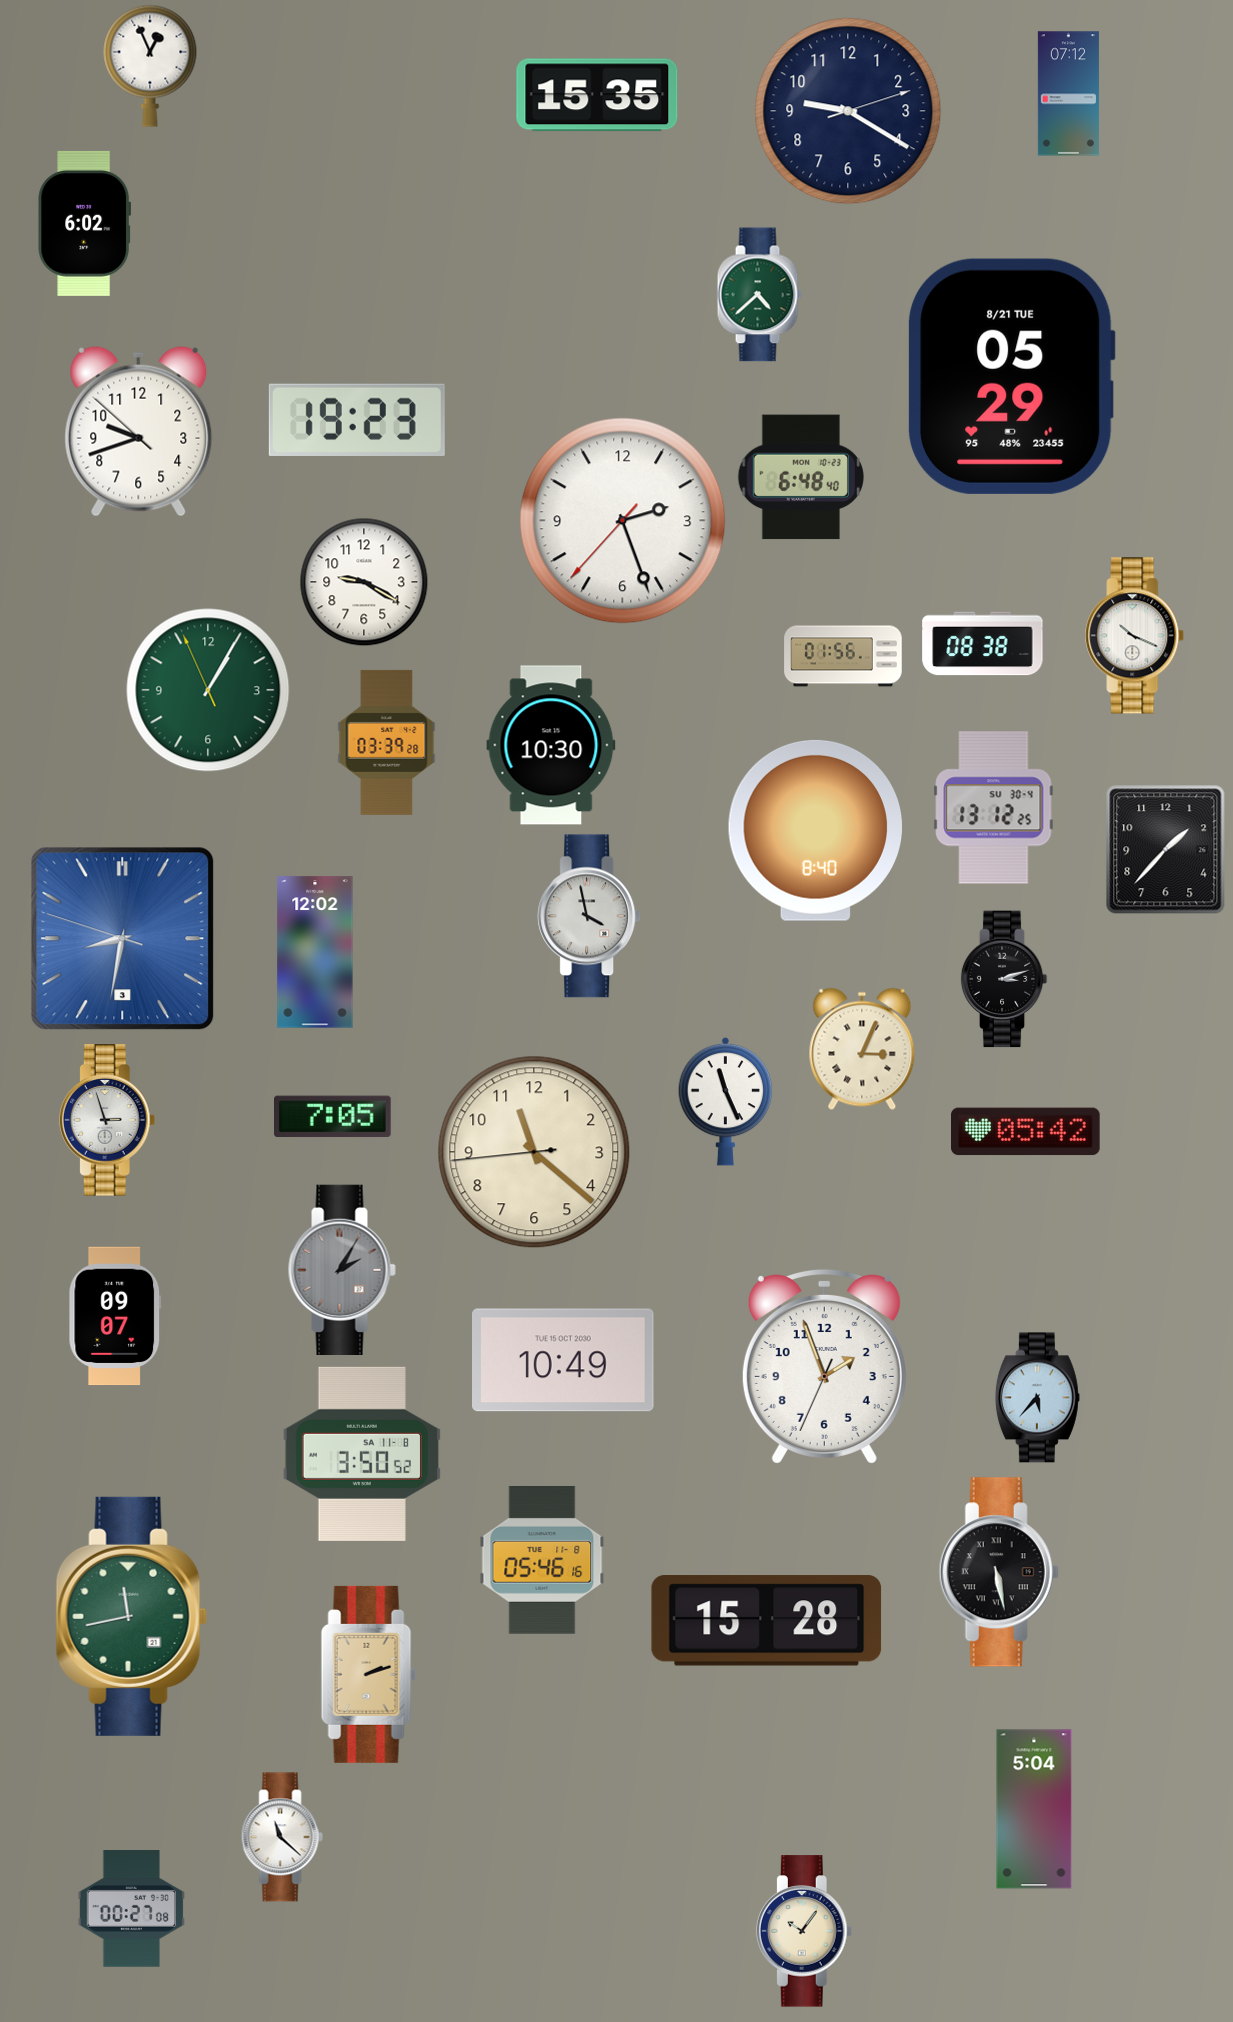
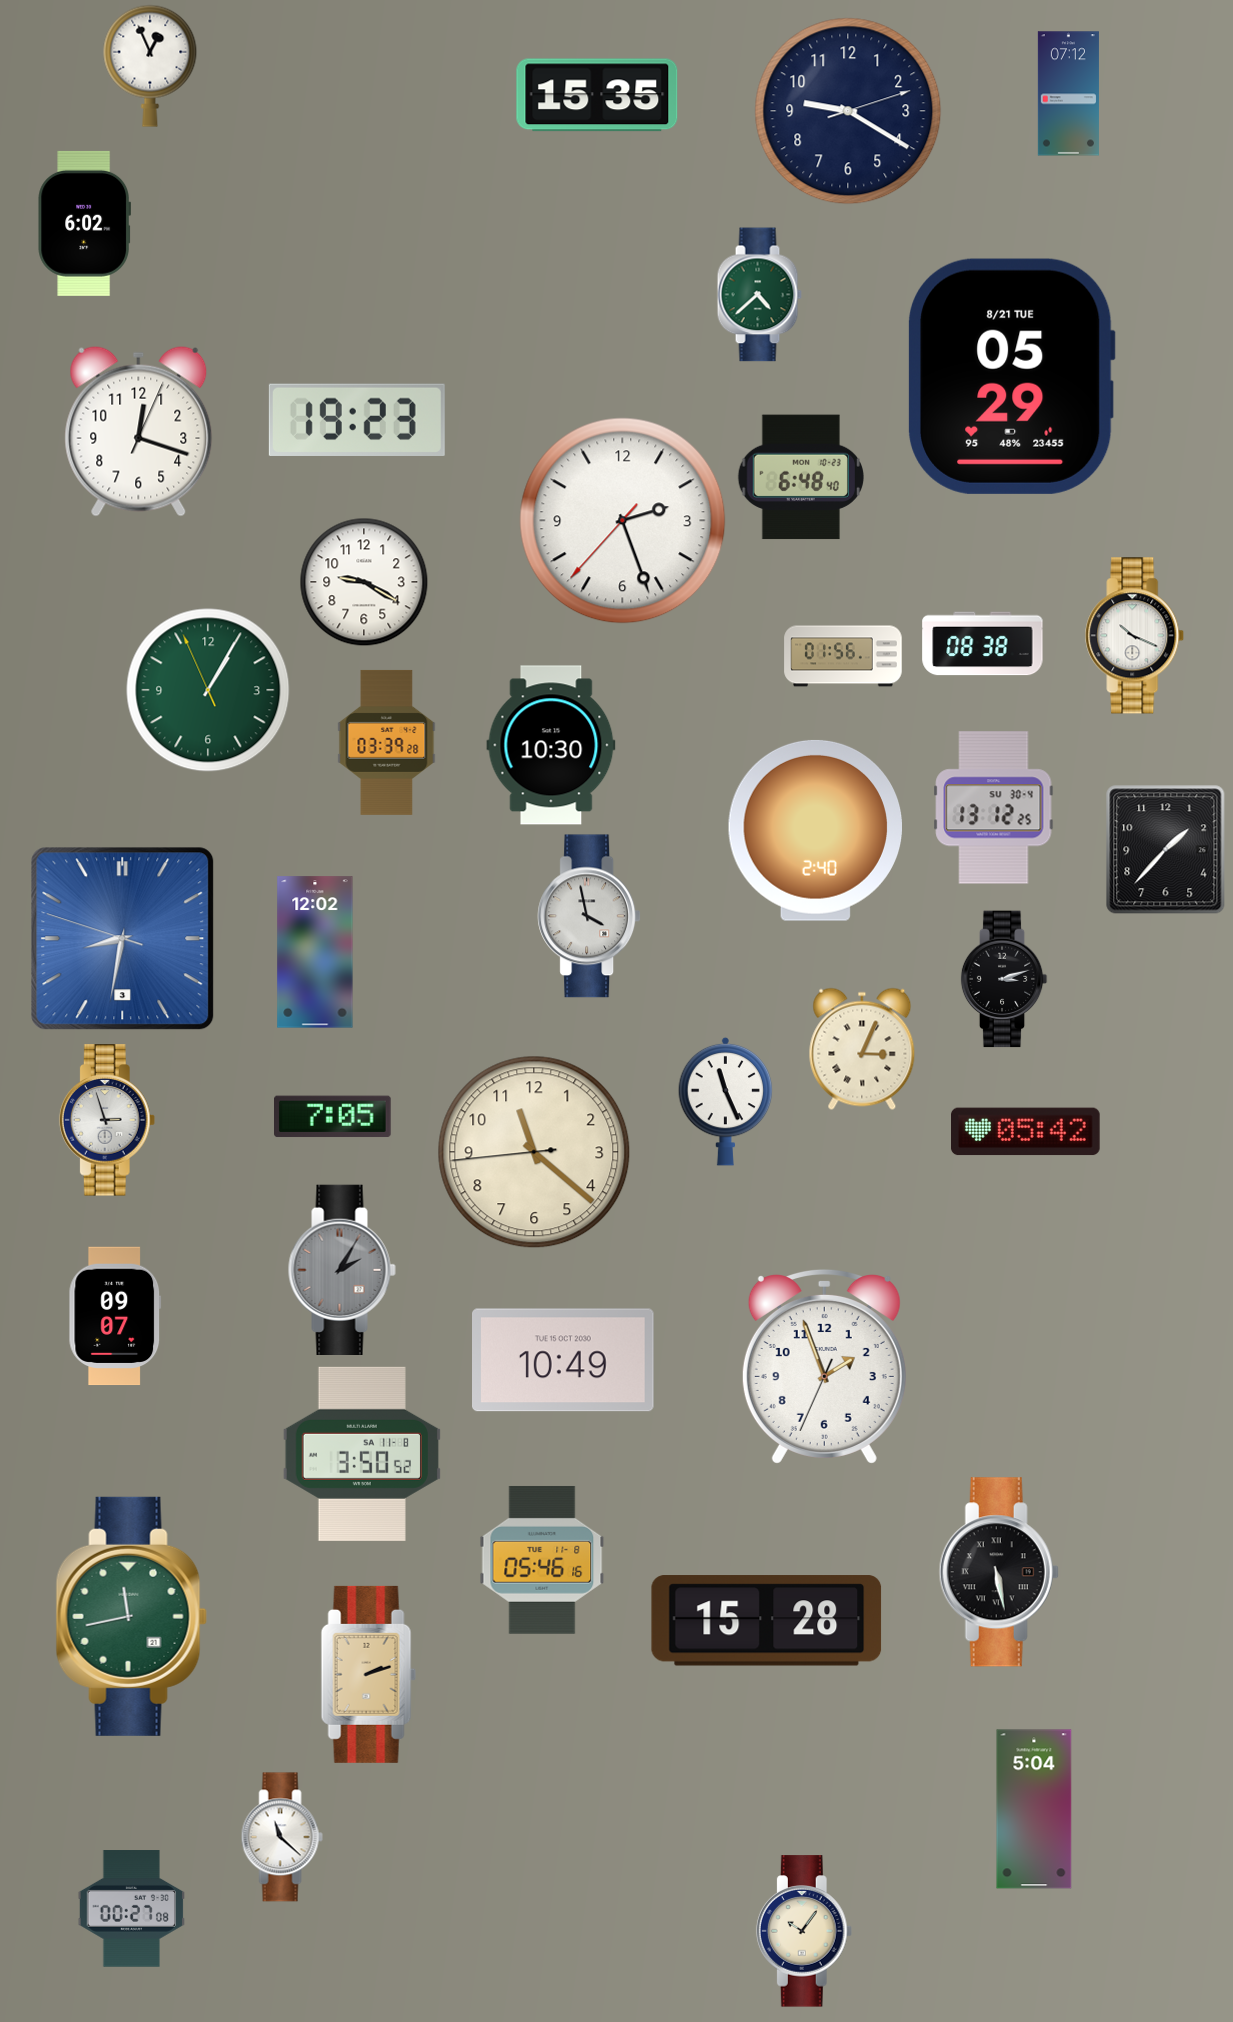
clock at (139, 431): 9:41 -> 12:18
clock at (815, 830): 8:40 -> 2:40
clock at (1037, 1398): 5:37 -> none
